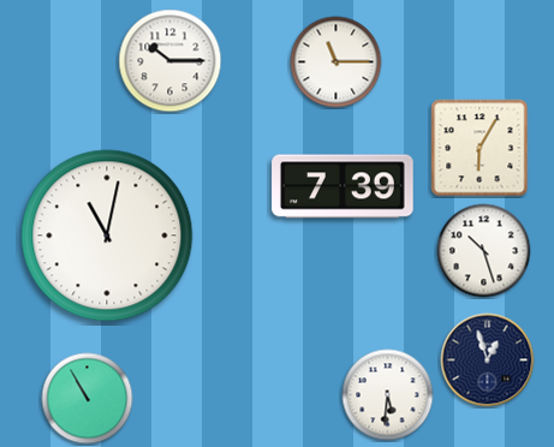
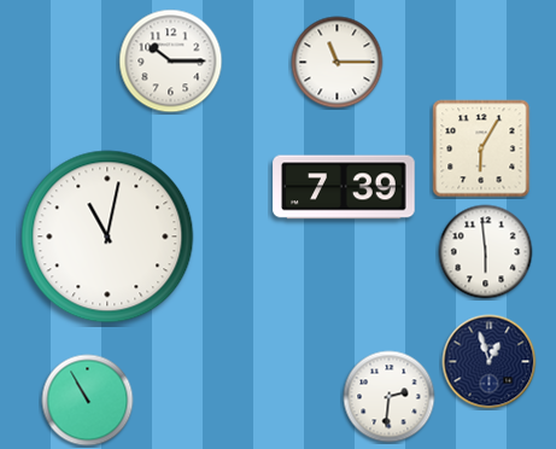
clock at (484, 251): 10:27 -> 5:59
clock at (388, 395): 5:31 -> 2:31
